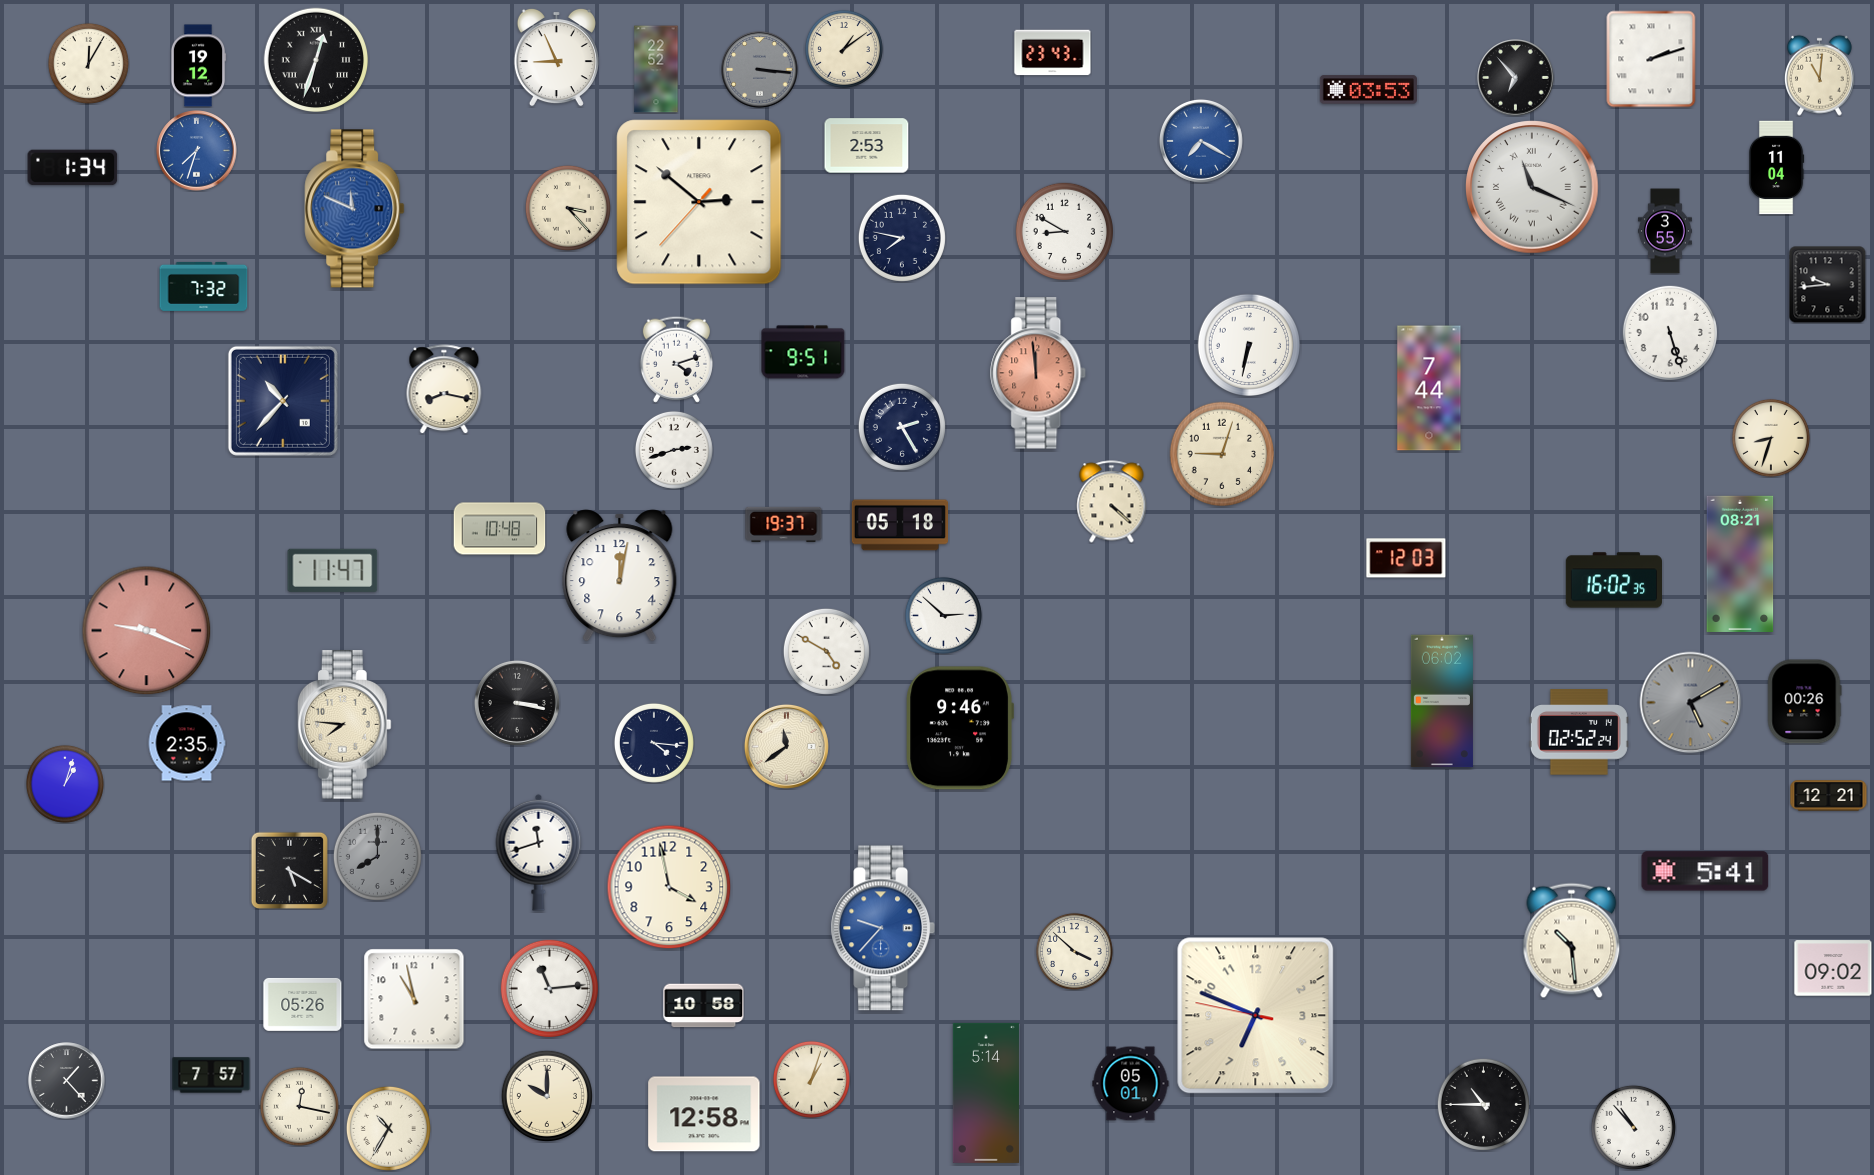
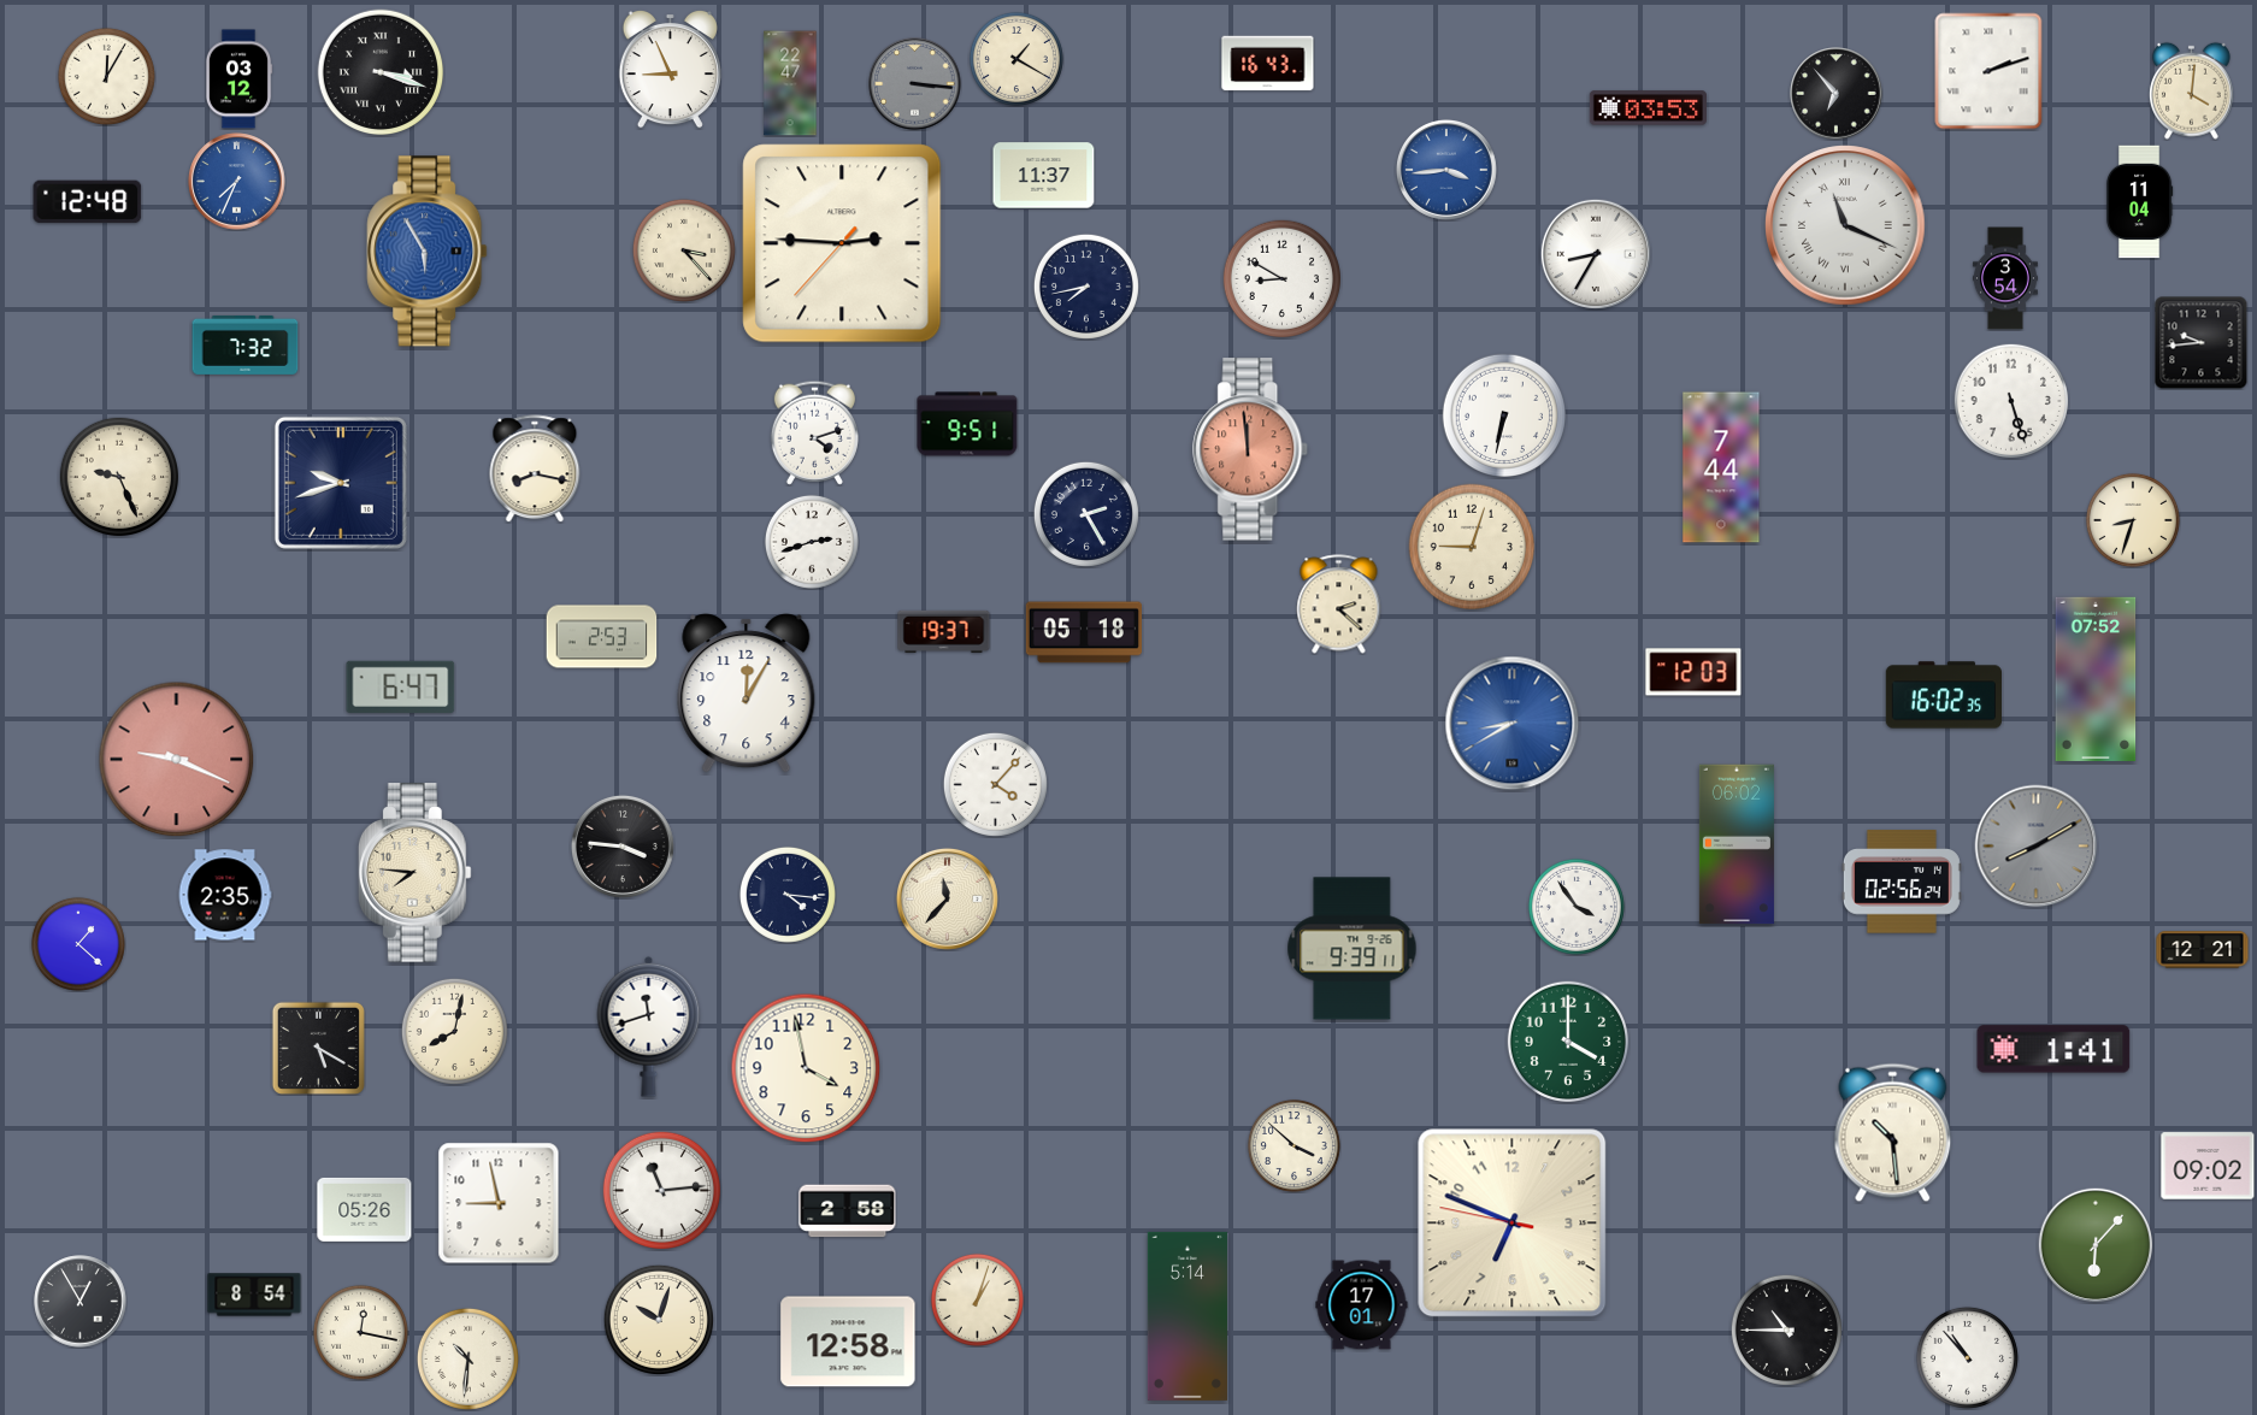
clock at (844, 49): 1:09 -> 1:20
clock at (1053, 53): 23:43 -> 16:43
clock at (316, 60): 12:33 -> 3:18
clock at (198, 66): 19:12 -> 03:12
clock at (656, 69): 22:52 -> 22:47
clock at (1819, 75): 11:01 -> 4:01
clock at (1516, 78) position: (1516, 78) -> (1837, 94)
clock at (1201, 141): 7:20 -> 3:44
clock at (867, 146): 2:53 -> 11:37
clock at (197, 151): 7:33 -> 7:34
clock at (73, 168): 1:34 -> 12:48
clock at (699, 202): 2:51 -> 2:45
clock at (355, 209): 11:49 -> 5:55
clock at (1596, 254): none -> 8:35
clock at (1665, 231): 3:55 -> 3:54
clock at (902, 238): 7:47 -> 7:43
clock at (118, 476): none -> 9:26
clock at (283, 401): 10:37 -> 9:42
clock at (1771, 438) position: (1771, 438) -> (2133, 520)
clock at (1112, 502): 4:22 -> 2:22
clock at (500, 529): 10:48 -> 2:53
clock at (1740, 563): 08:21 -> 07:52
clock at (333, 570): 11:47 -> 6:47
clock at (620, 576): 12:02 -> 12:05
clock at (1613, 580) position: (1613, 580) -> (1943, 695)
clock at (1513, 724): none -> 8:40
clock at (943, 615): 2:52 -> none
clock at (826, 651): 4:50 -> 4:07
clock at (1804, 702): 00:26 -> none
clock at (517, 703): 3:17 -> 3:46
clock at (1691, 703): 5:10 -> 8:10
clock at (960, 728): 9:46 -> none
clock at (1579, 732): 02:52 -> 02:56
clock at (786, 746): 11:39 -> 11:37
clock at (1577, 907): none -> 3:54
clock at (65, 784): 1:03 -> 1:22
clock at (1353, 949): none -> 9:39
clock at (1829, 796) position: (1829, 796) -> (2203, 950)
clock at (377, 856): 8:00 -> 8:02
clock at (377, 856) dial: grey -> cream
clock at (1567, 1040): none -> 4:00
clock at (289, 870) position: (289, 870) -> (318, 1048)
clock at (1705, 871): 5:41 -> 1:41
clock at (882, 928): 9:37 -> none
clock at (414, 999): 10:58 -> 8:58
clock at (704, 1006): 10:58 -> 2:58
clock at (2096, 1245): none -> 6:07
clock at (211, 1075): 7:57 -> 8:54
clock at (67, 1081): 1:23 -> 12:55
clock at (1131, 1084): 05:01 -> 17:01
clock at (547, 1096): 10:00 -> 10:03
clock at (388, 1128): 10:35 -> 10:31
